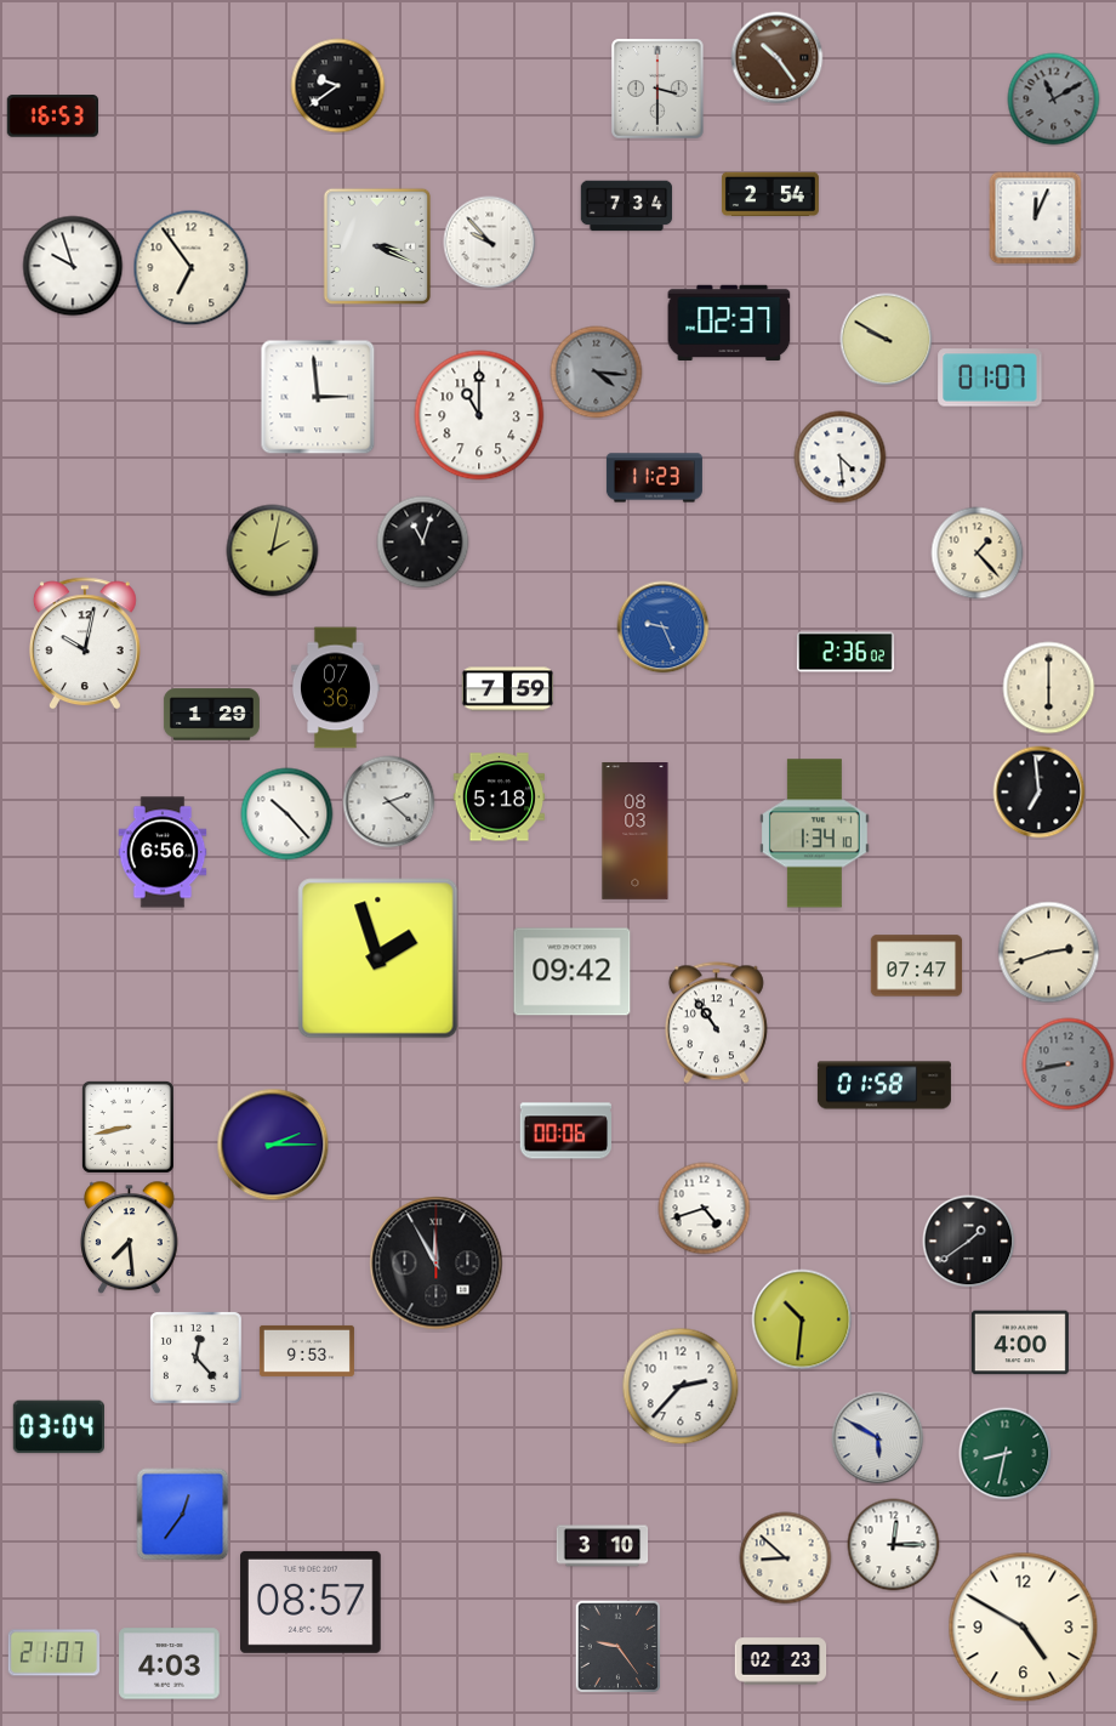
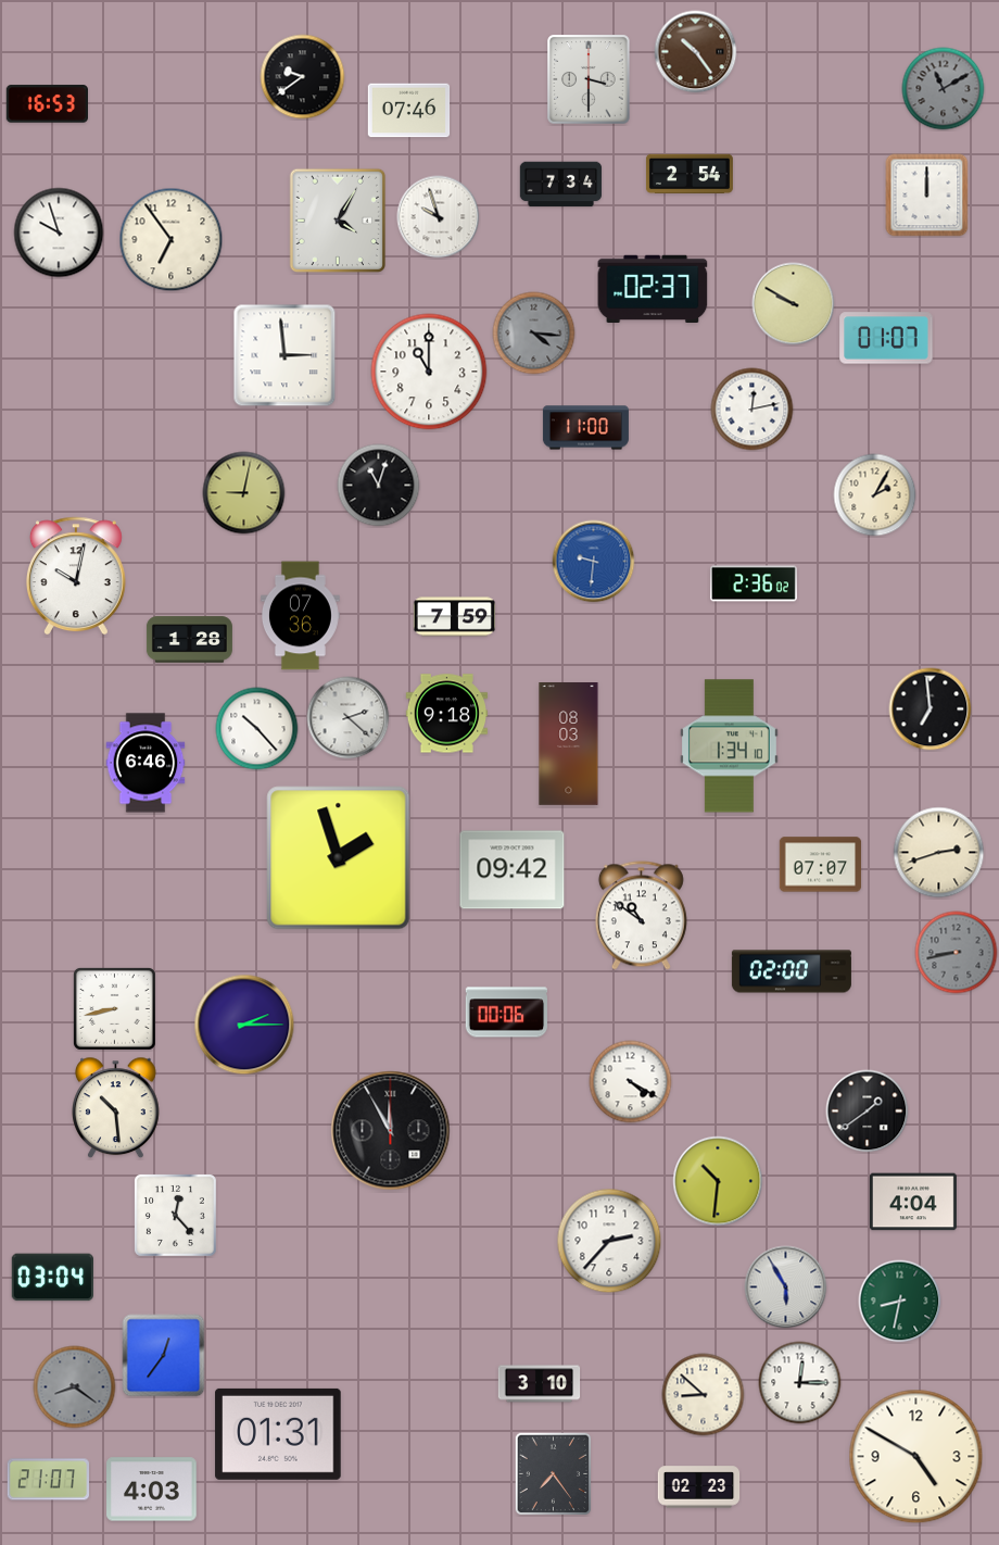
clock at (409, 111): none -> 07:46
clock at (1036, 218): 12:04 -> 12:00
clock at (490, 243): 9:53 -> 9:57
clock at (376, 246): 3:19 -> 4:05
clock at (73, 266) position: (73, 266) -> (59, 233)
clock at (841, 458): 4:29 -> 12:13
clock at (654, 478): 11:23 -> 11:00
clock at (273, 551): 2:02 -> 9:02
clock at (978, 553): 1:23 -> 2:05
clock at (664, 628): 9:26 -> 9:31
clock at (845, 652) position: (845, 652) -> (754, 583)
clock at (1049, 688): 6:00 -> none
clock at (211, 715): 1:29 -> 1:28
clock at (500, 797): 5:18 -> 9:18
clock at (163, 852): 6:56 -> 6:46
clock at (917, 966): 07:47 -> 07:07
clock at (716, 1023): 10:54 -> 10:51
clock at (884, 1085): 01:58 -> 02:00
clock at (705, 1209): 4:42 -> 4:20
clock at (130, 1238): 7:29 -> 10:29
clock at (1020, 1342): 4:00 -> 4:04
clock at (307, 1351): 9:53 -> none
clock at (878, 1438): 5:50 -> 5:55
clock at (75, 1387): none -> 8:21
clock at (311, 1602): 08:57 -> 01:31
clock at (619, 1647): 9:24 -> 7:24
